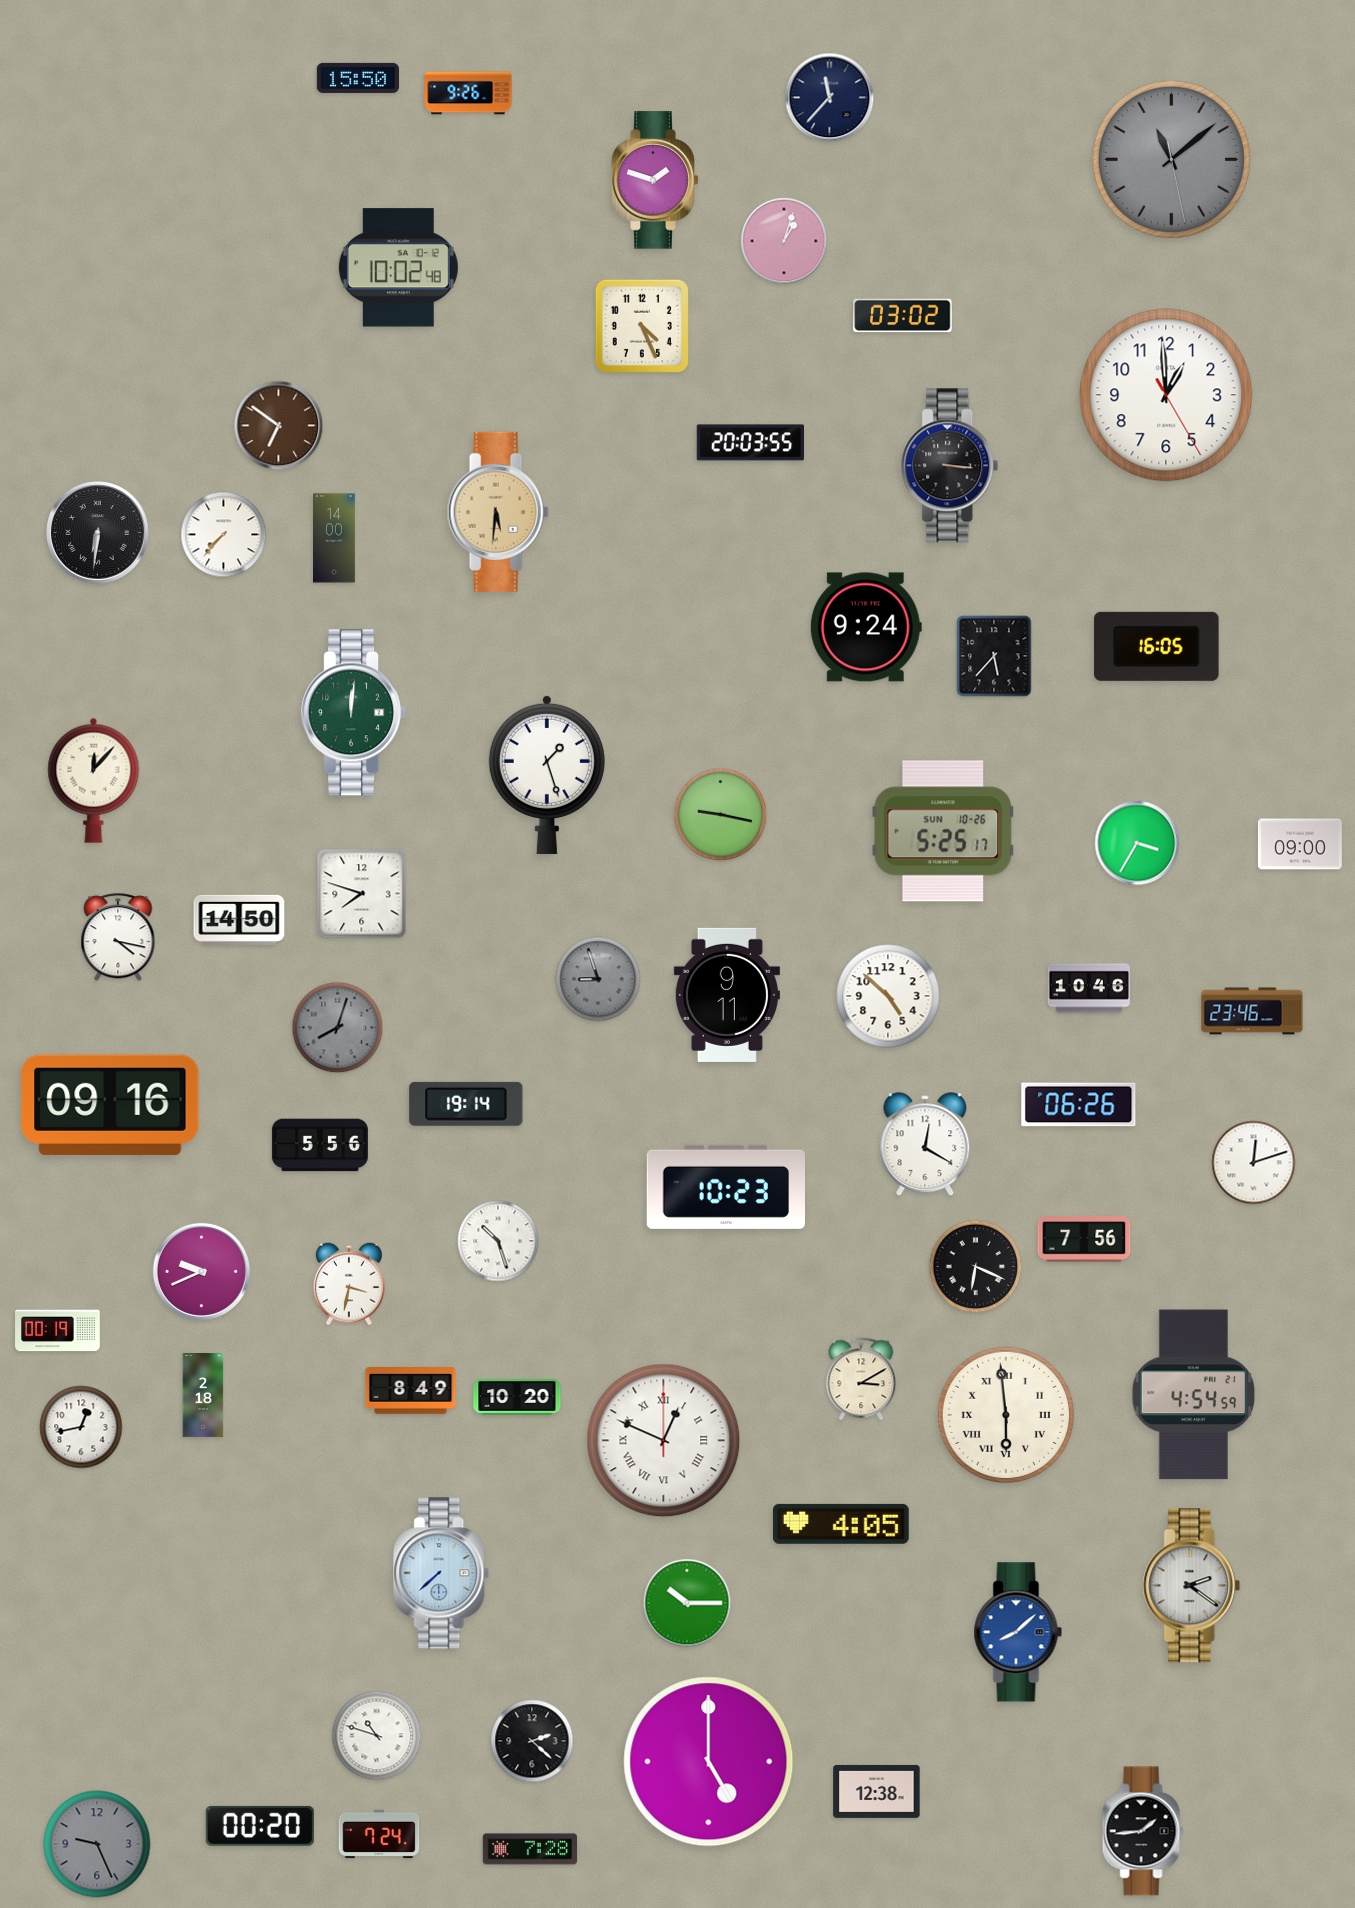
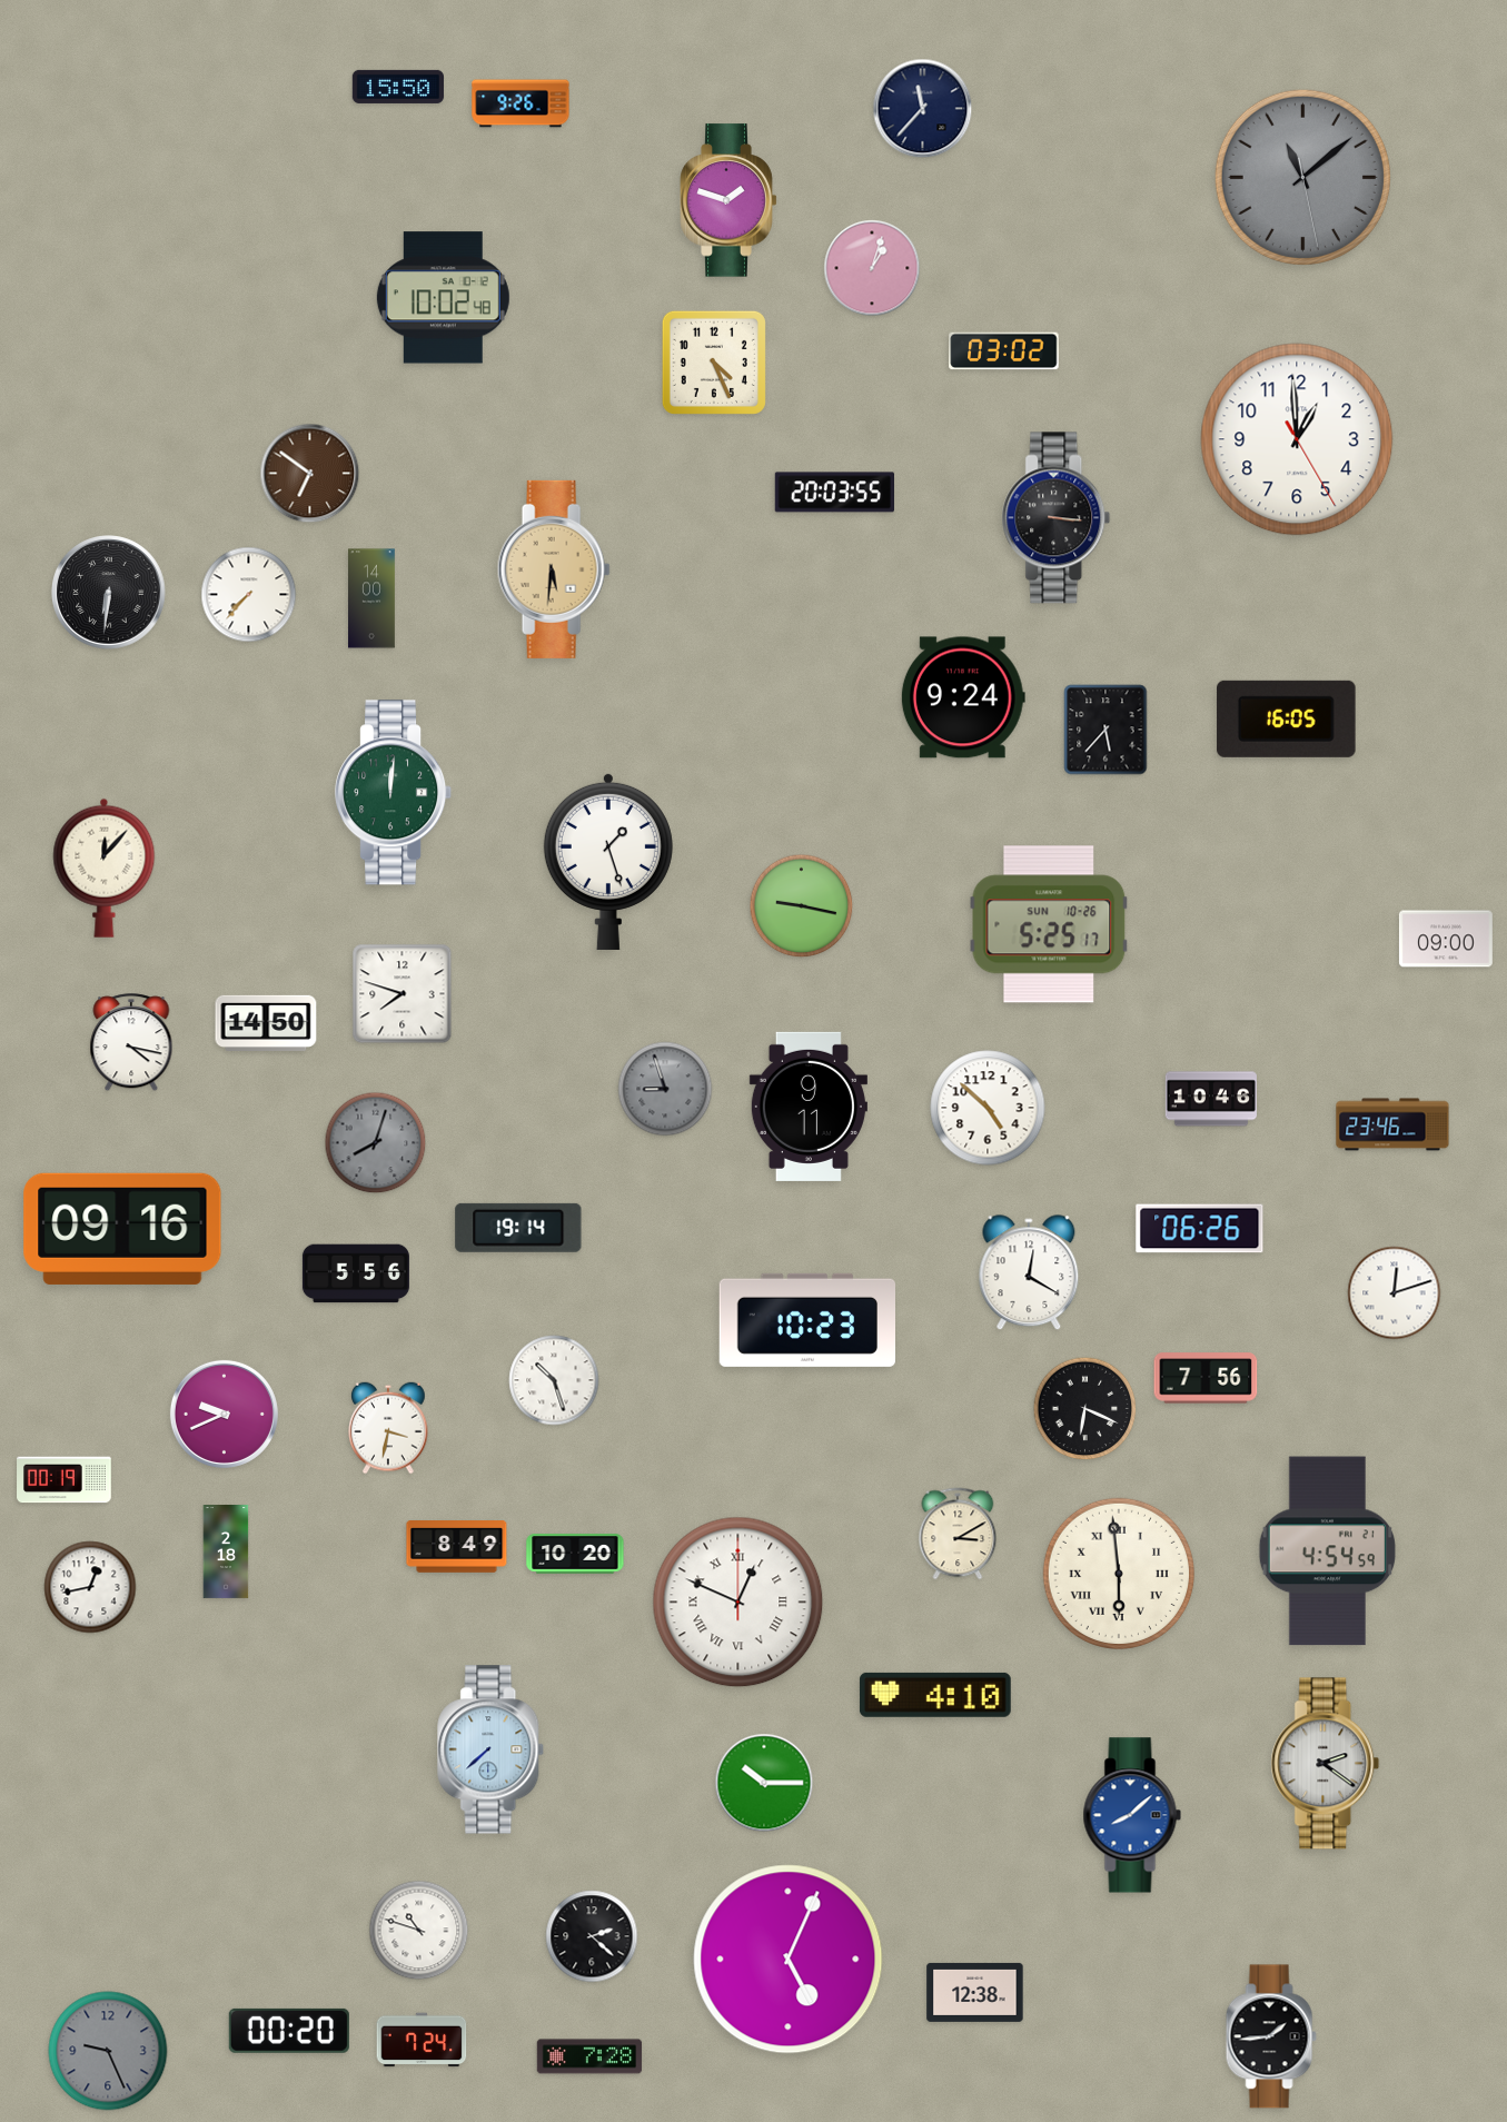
clock at (1137, 843): 3:35 -> none
clock at (841, 1524): 4:05 -> 4:10
clock at (709, 1762): 5:00 -> 5:04
